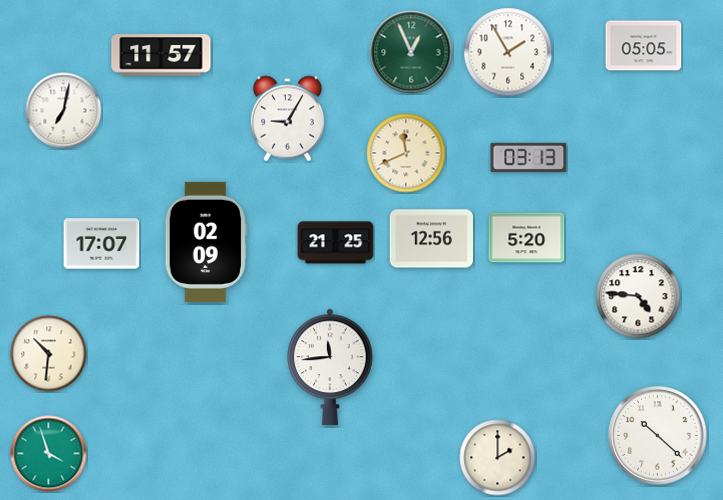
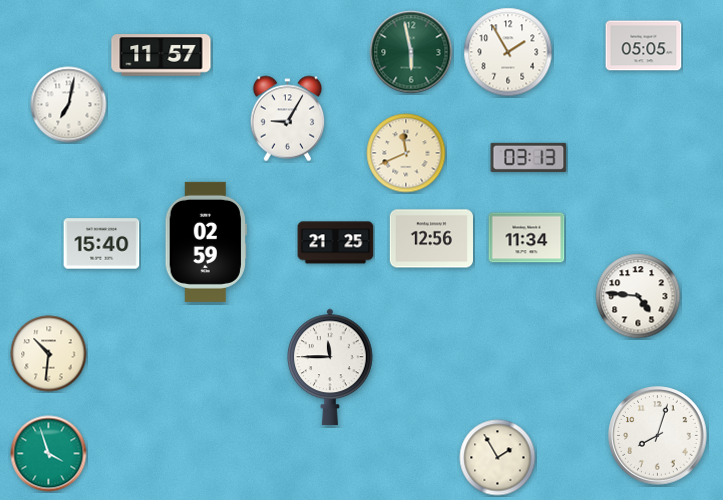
clock at (411, 52): 12:56 -> 5:58
clock at (64, 111) position: (64, 111) -> (69, 105)
clock at (527, 238): 5:20 -> 11:34
clock at (206, 242): 02:09 -> 02:59
clock at (102, 244): 17:07 -> 15:40
clock at (331, 367): 11:44 -> 11:45
clock at (658, 436): 10:22 -> 8:03
clock at (498, 458): 2:00 -> 1:55
